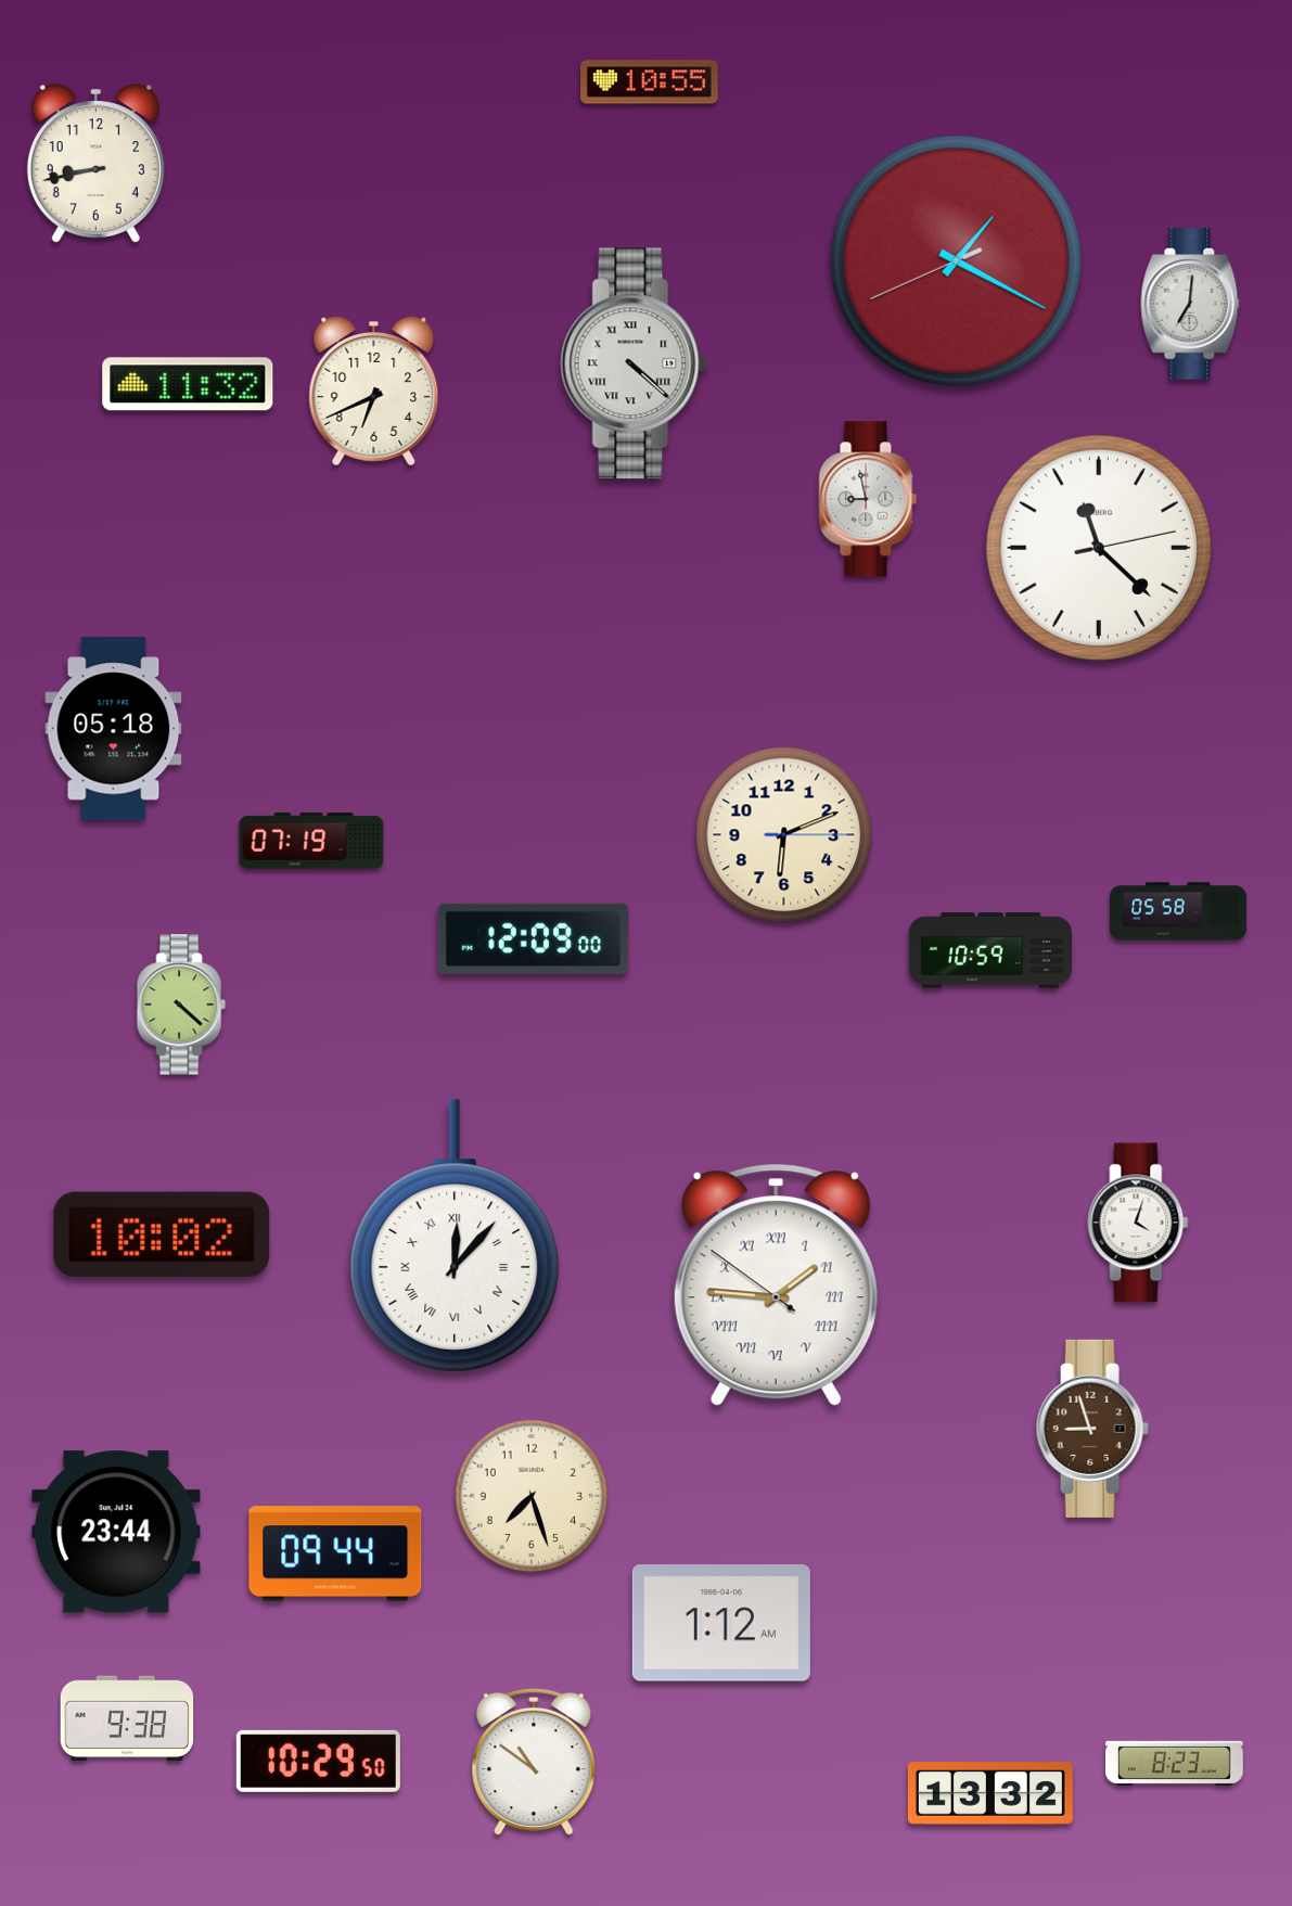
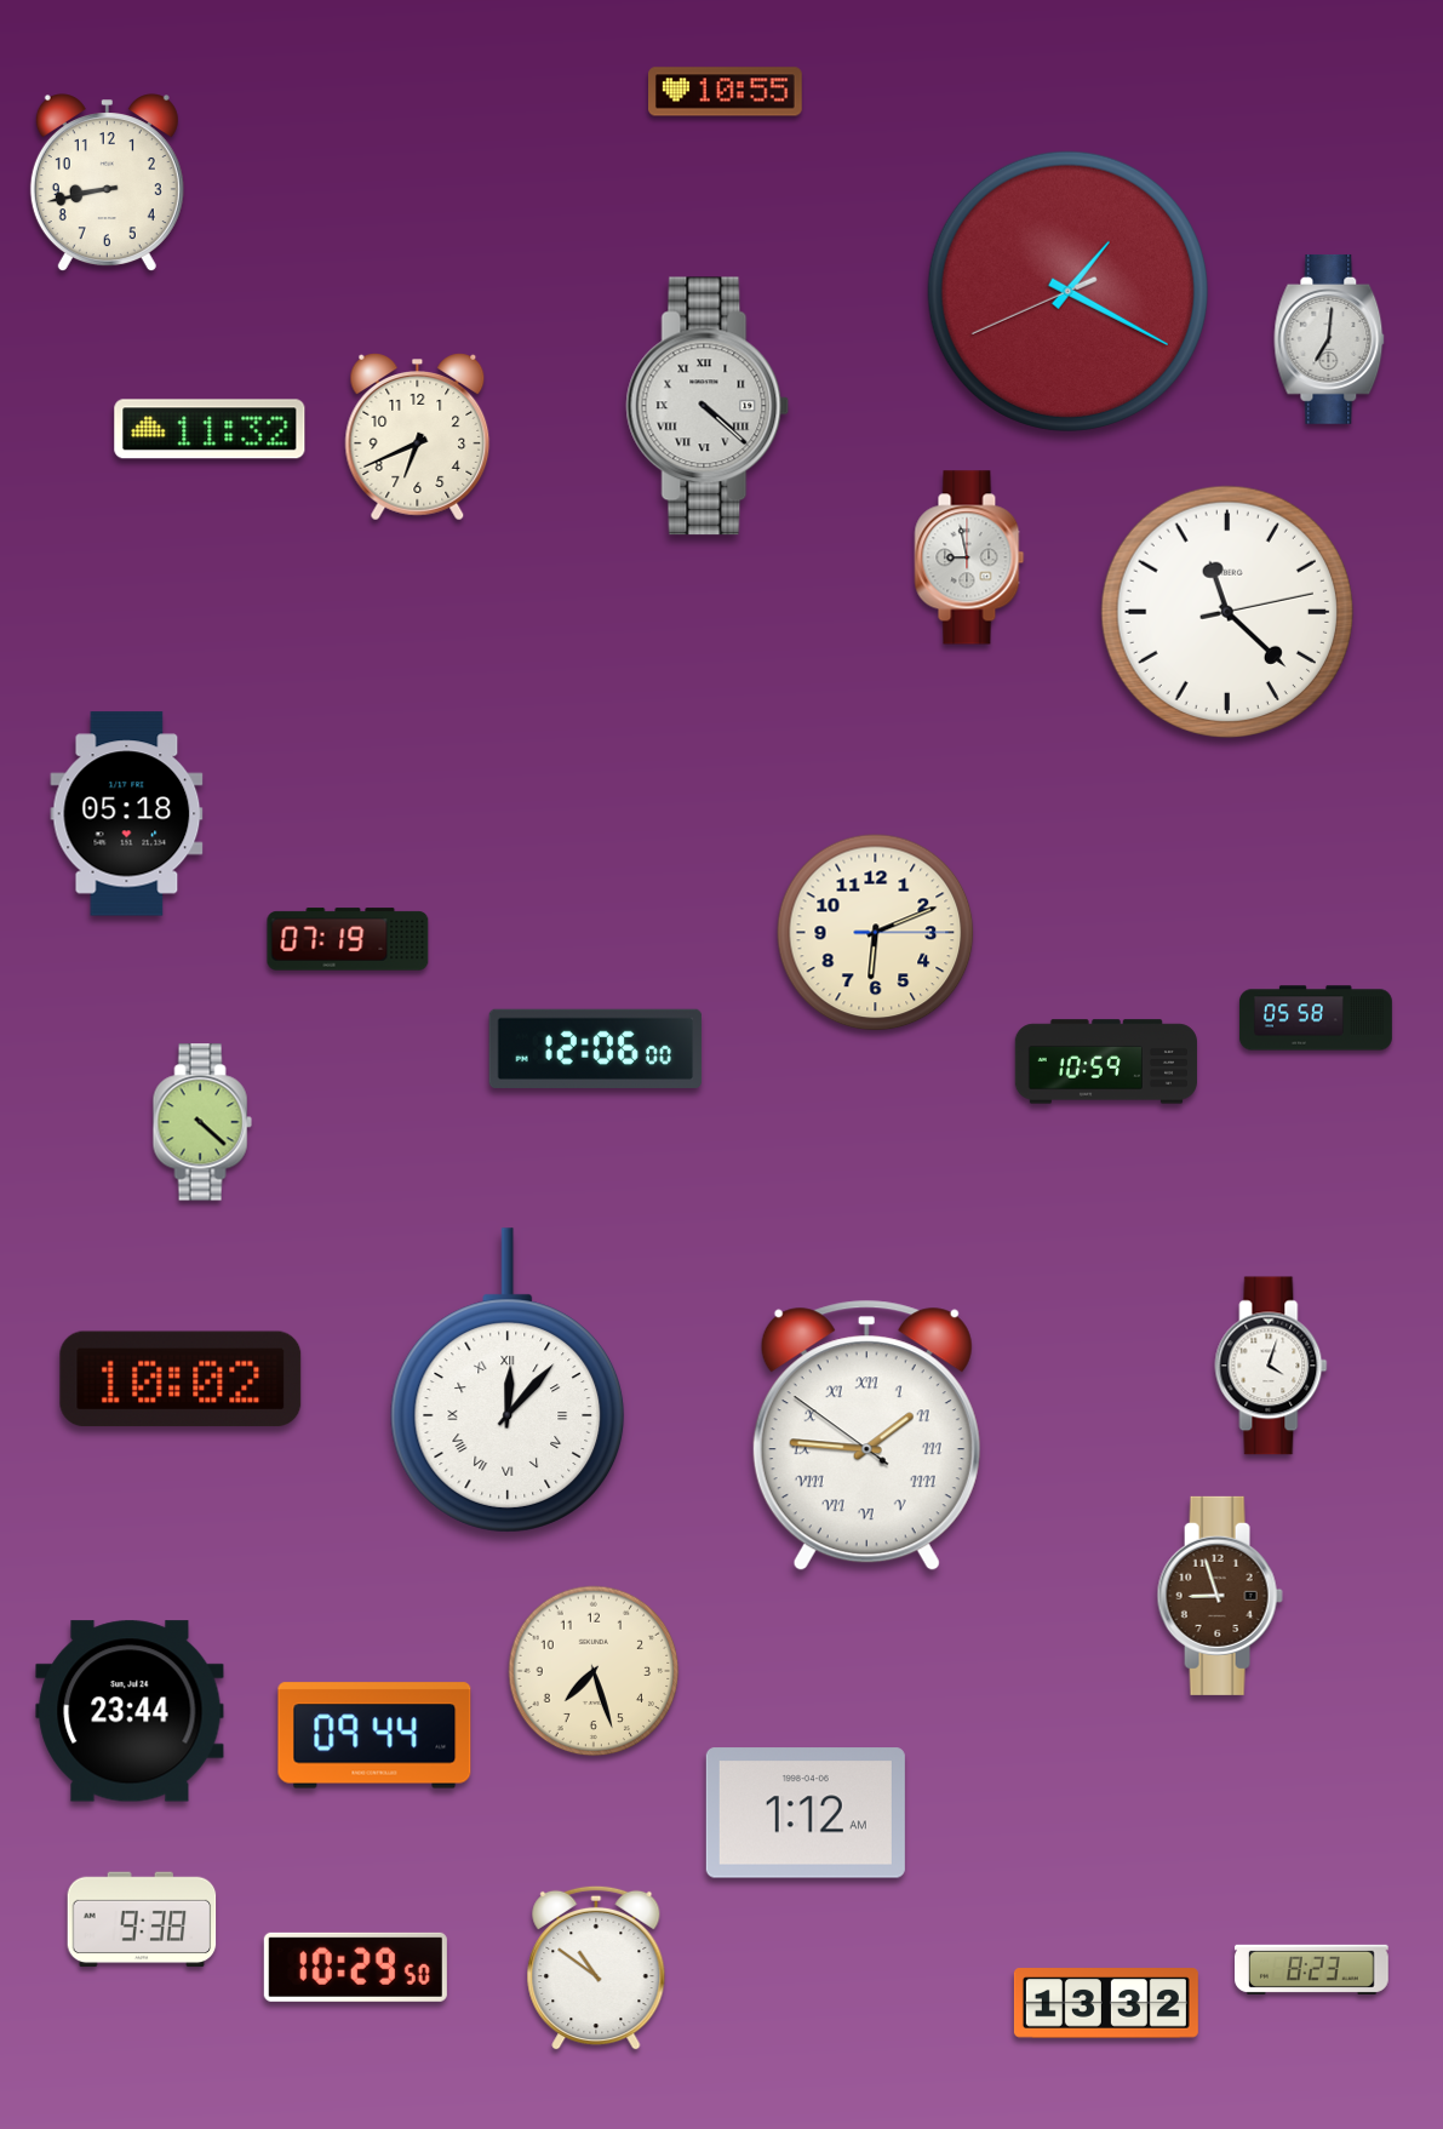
clock at (534, 938): 12:09 -> 12:06
